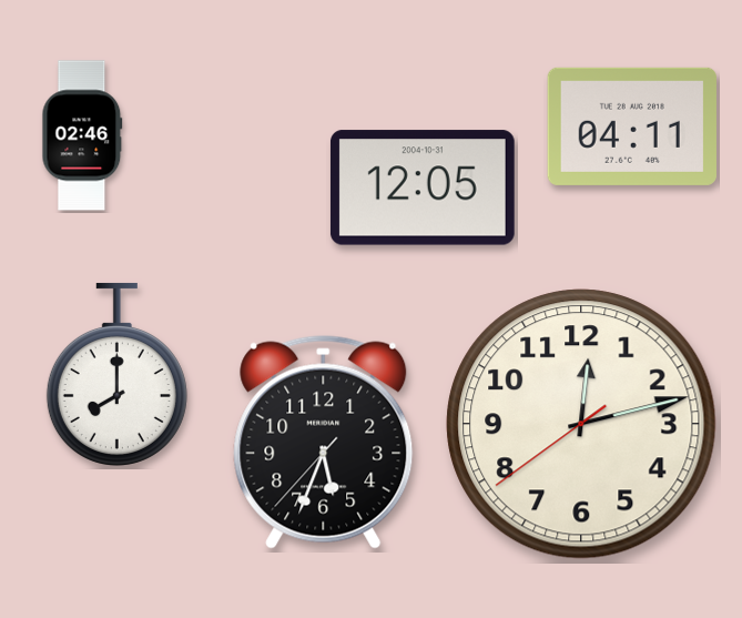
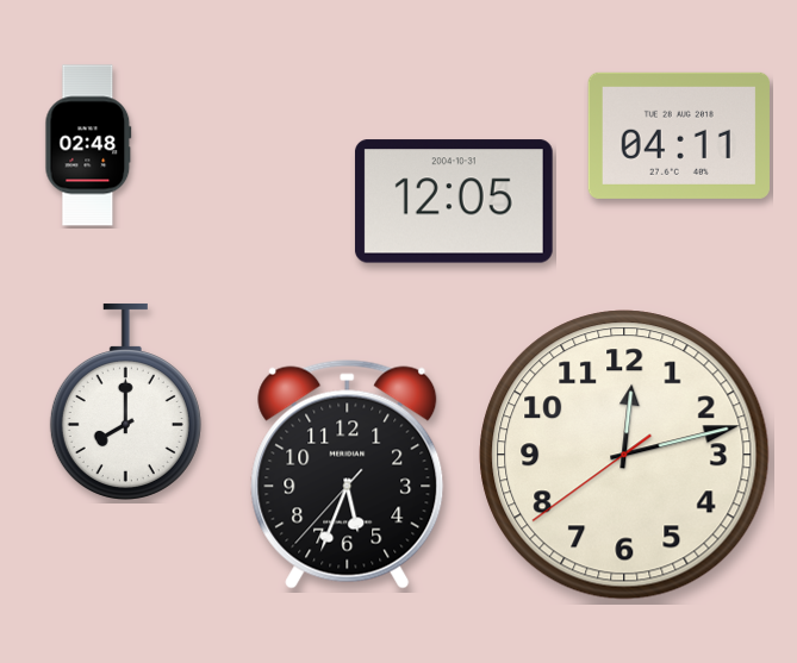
clock at (82, 135): 02:46 -> 02:48
